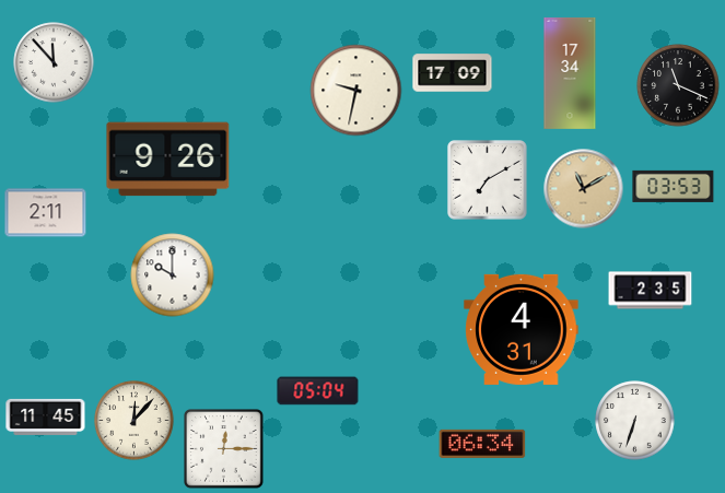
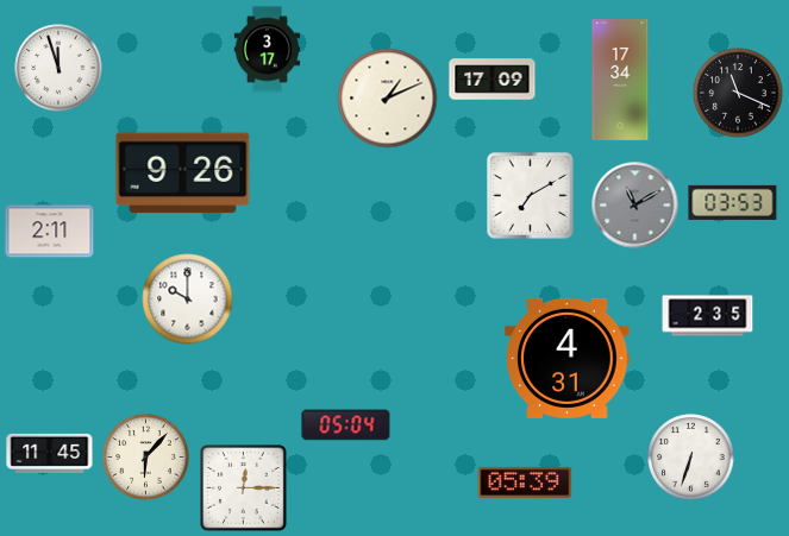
clock at (268, 50): none -> 3:17
clock at (54, 62): 11:53 -> 11:57
clock at (356, 91): 9:32 -> 1:11
clock at (584, 189) dial: champagne -> grey
clock at (135, 421): 12:07 -> 6:07
clock at (482, 444): 06:34 -> 05:39
